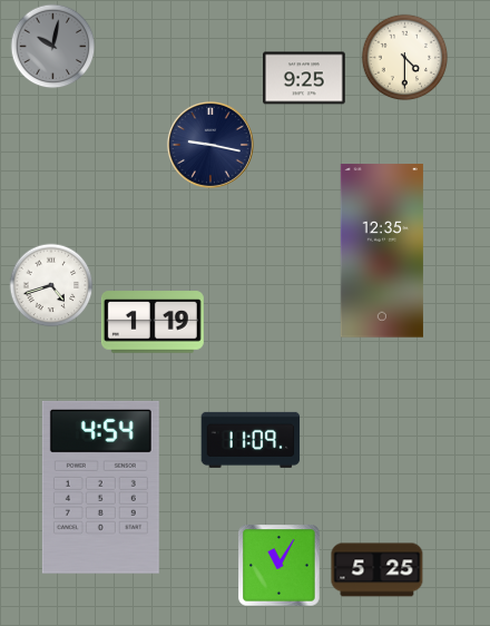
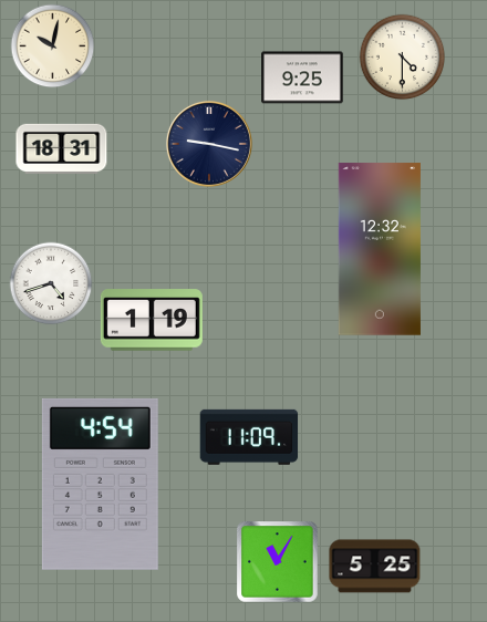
clock at (53, 47) dial: grey -> cream
clock at (62, 148): none -> 18:31
clock at (382, 251): 12:35 -> 12:32
